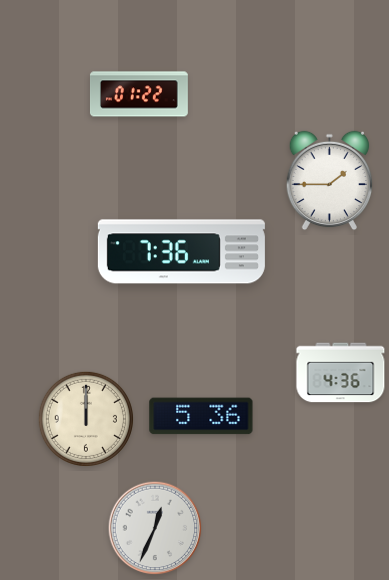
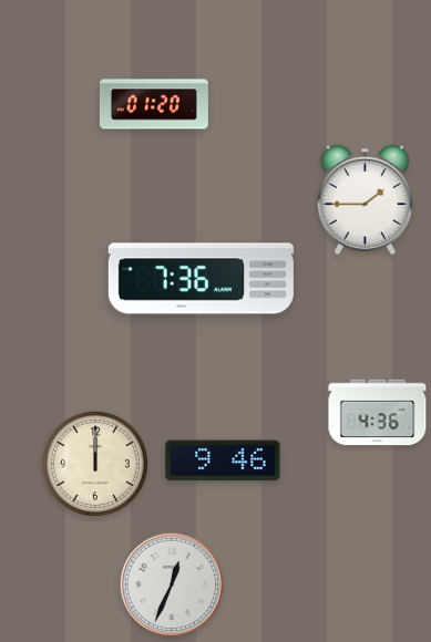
clock at (139, 94): 01:22 -> 01:20
clock at (201, 416): 5:36 -> 9:46
